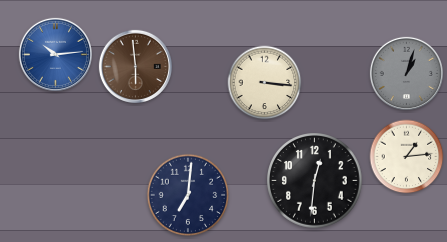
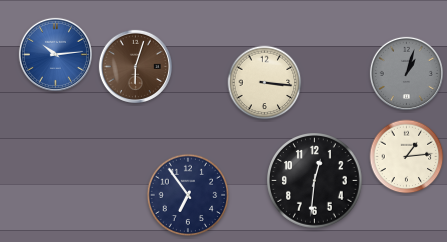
clock at (135, 66): 5:59 -> 6:03
clock at (188, 195): 7:01 -> 6:54
